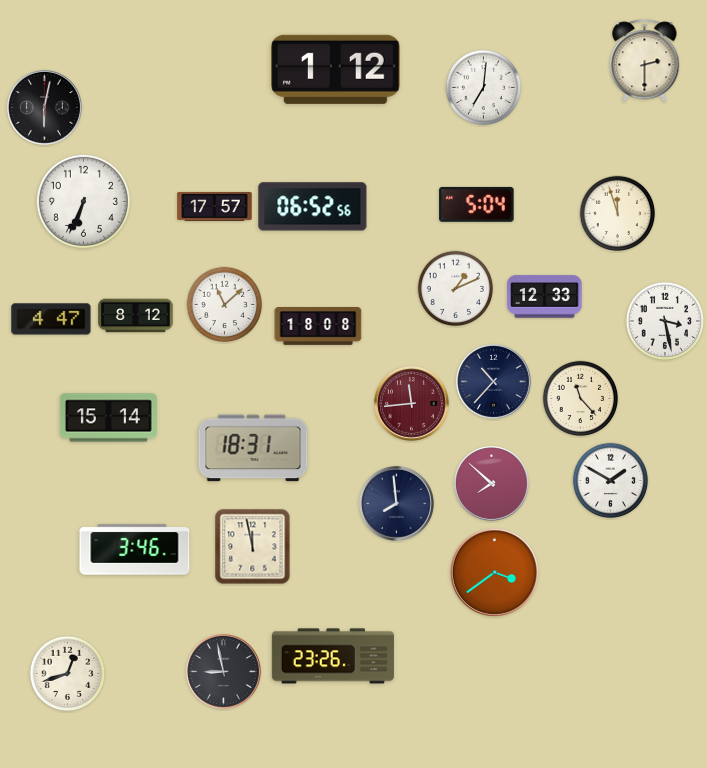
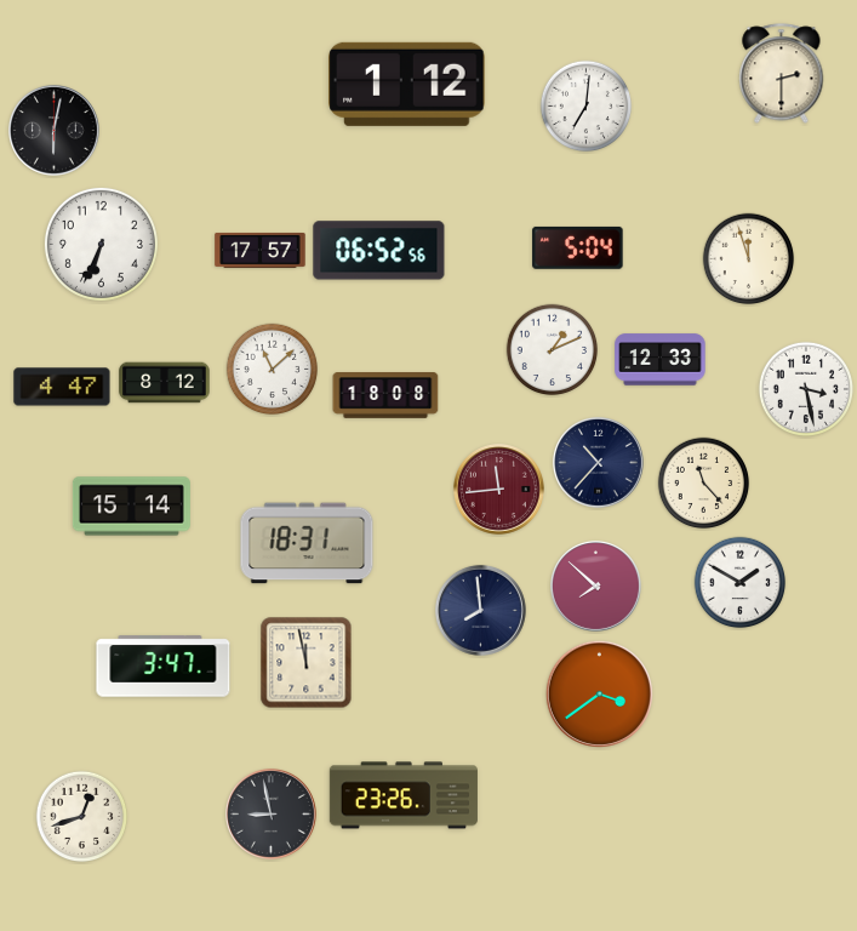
clock at (135, 550): 3:46 -> 3:47
